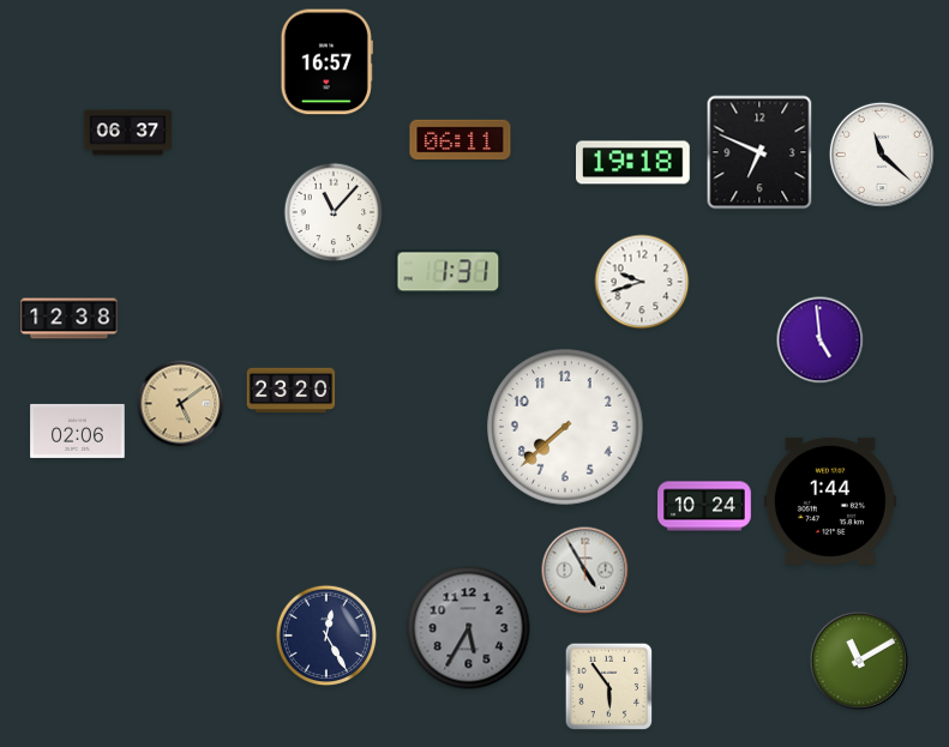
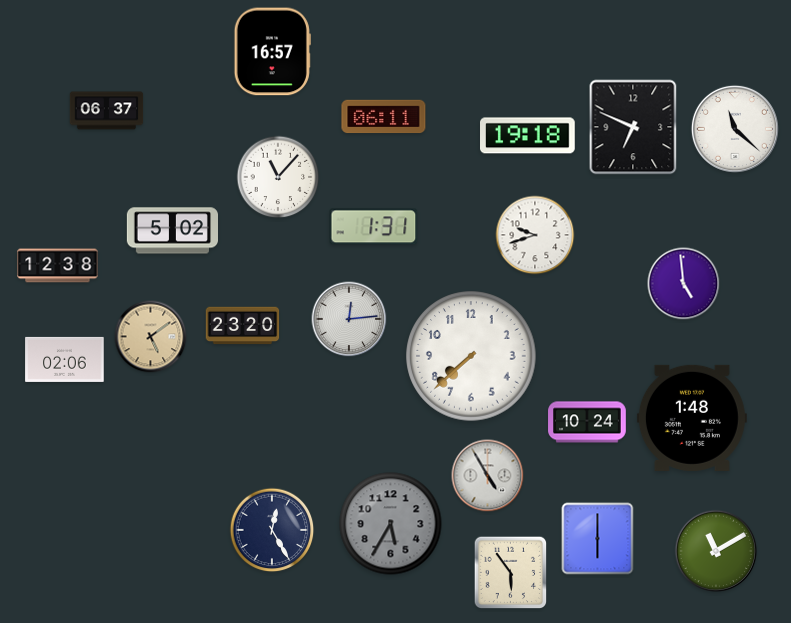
clock at (172, 231): none -> 5:02
clock at (349, 319): none -> 12:14
clock at (830, 501): 1:44 -> 1:48
clock at (598, 539): none -> 6:00
clock at (609, 687) position: (609, 687) -> (511, 573)
